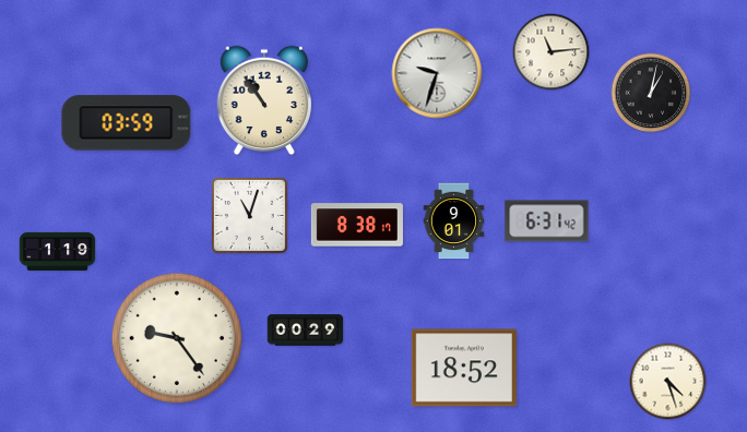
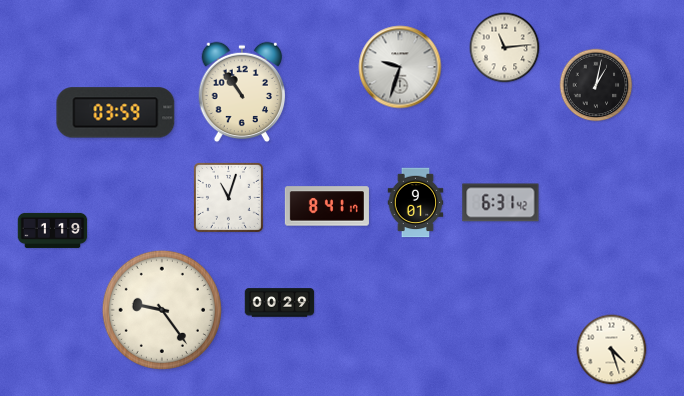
clock at (357, 225): 8:38 -> 8:41
clock at (464, 368): 18:52 -> none
